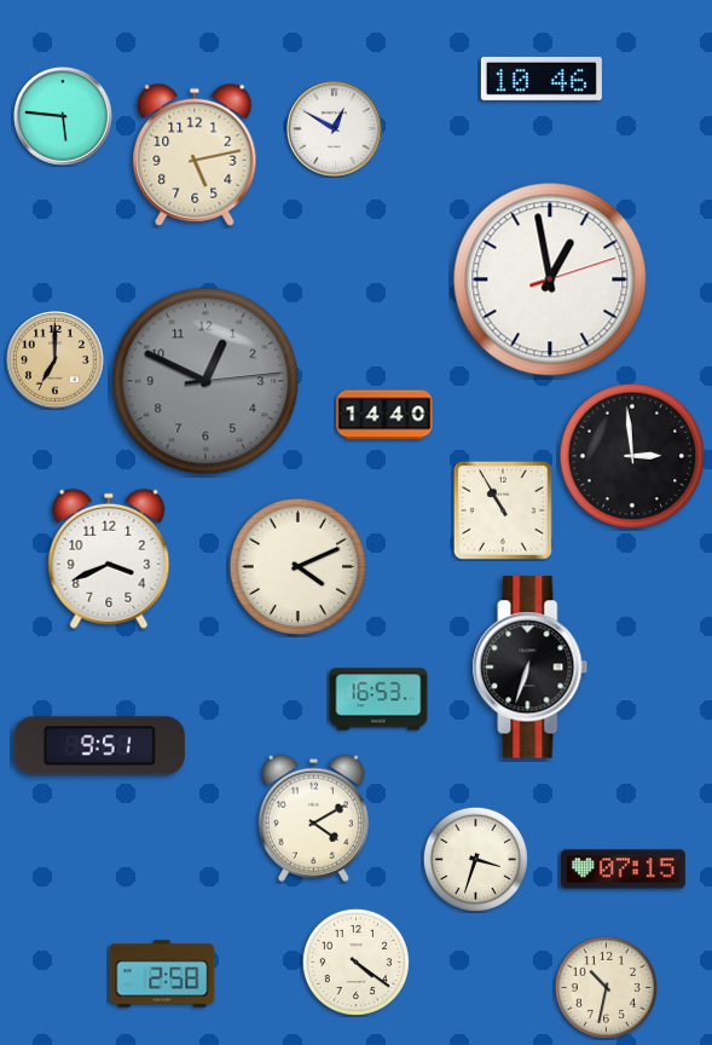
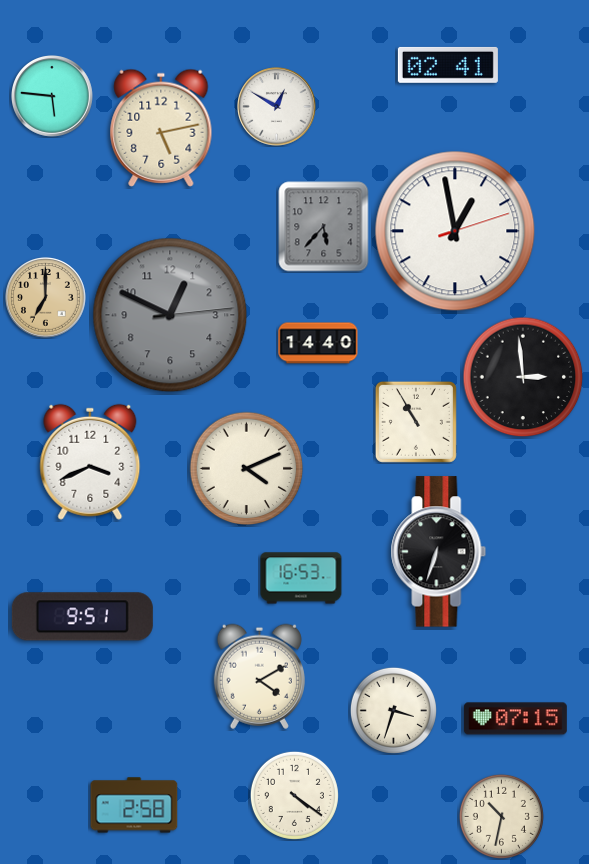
clock at (542, 79): 10:46 -> 02:41
clock at (324, 227): none -> 5:37
clock at (378, 699) position: (378, 699) -> (301, 578)
